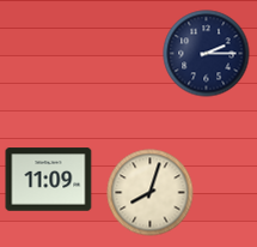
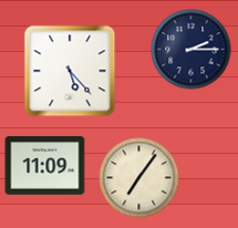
clock at (70, 71): none -> 5:23
clock at (151, 193): 8:03 -> 7:06
